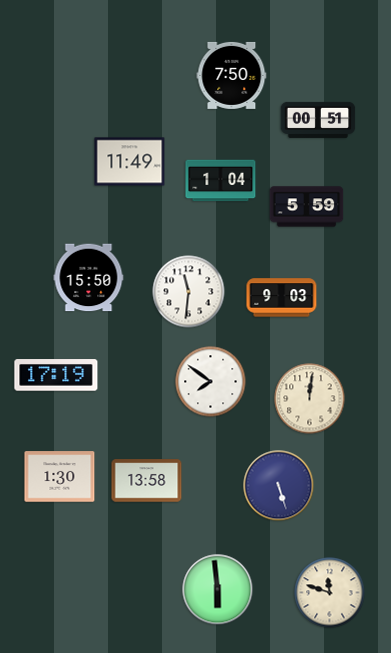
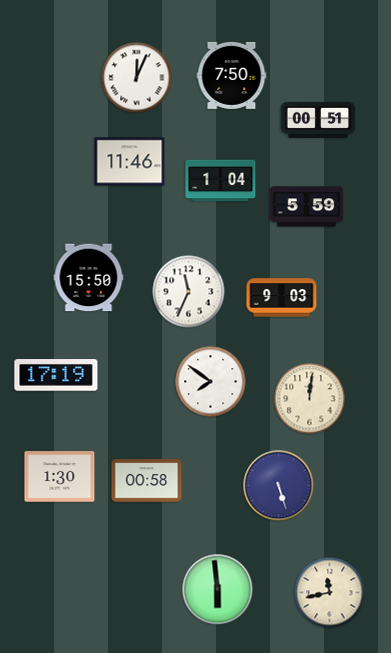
clock at (137, 78): none -> 12:04
clock at (130, 162): 11:49 -> 11:46
clock at (189, 292): 11:31 -> 11:34
clock at (147, 481): 13:58 -> 00:58
clock at (330, 593): 11:48 -> 11:43
